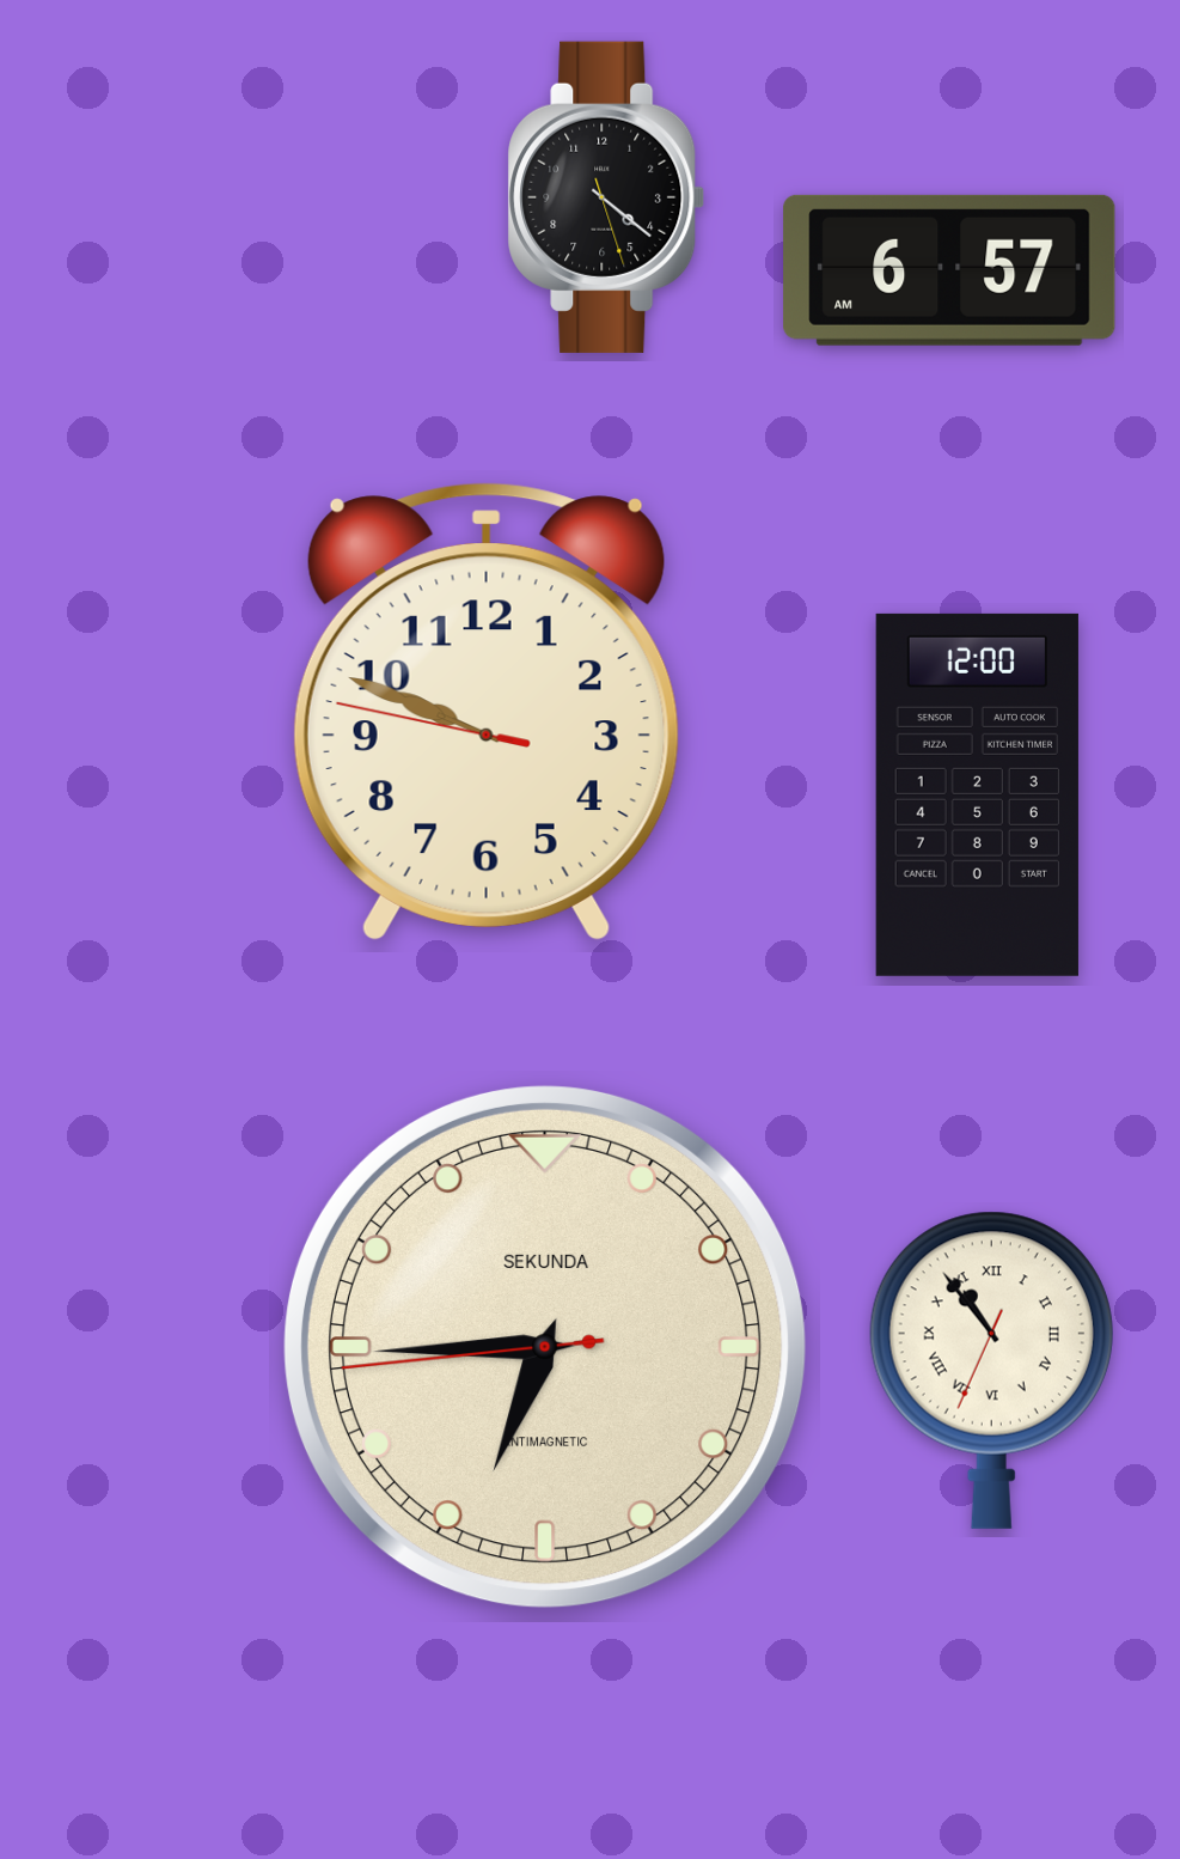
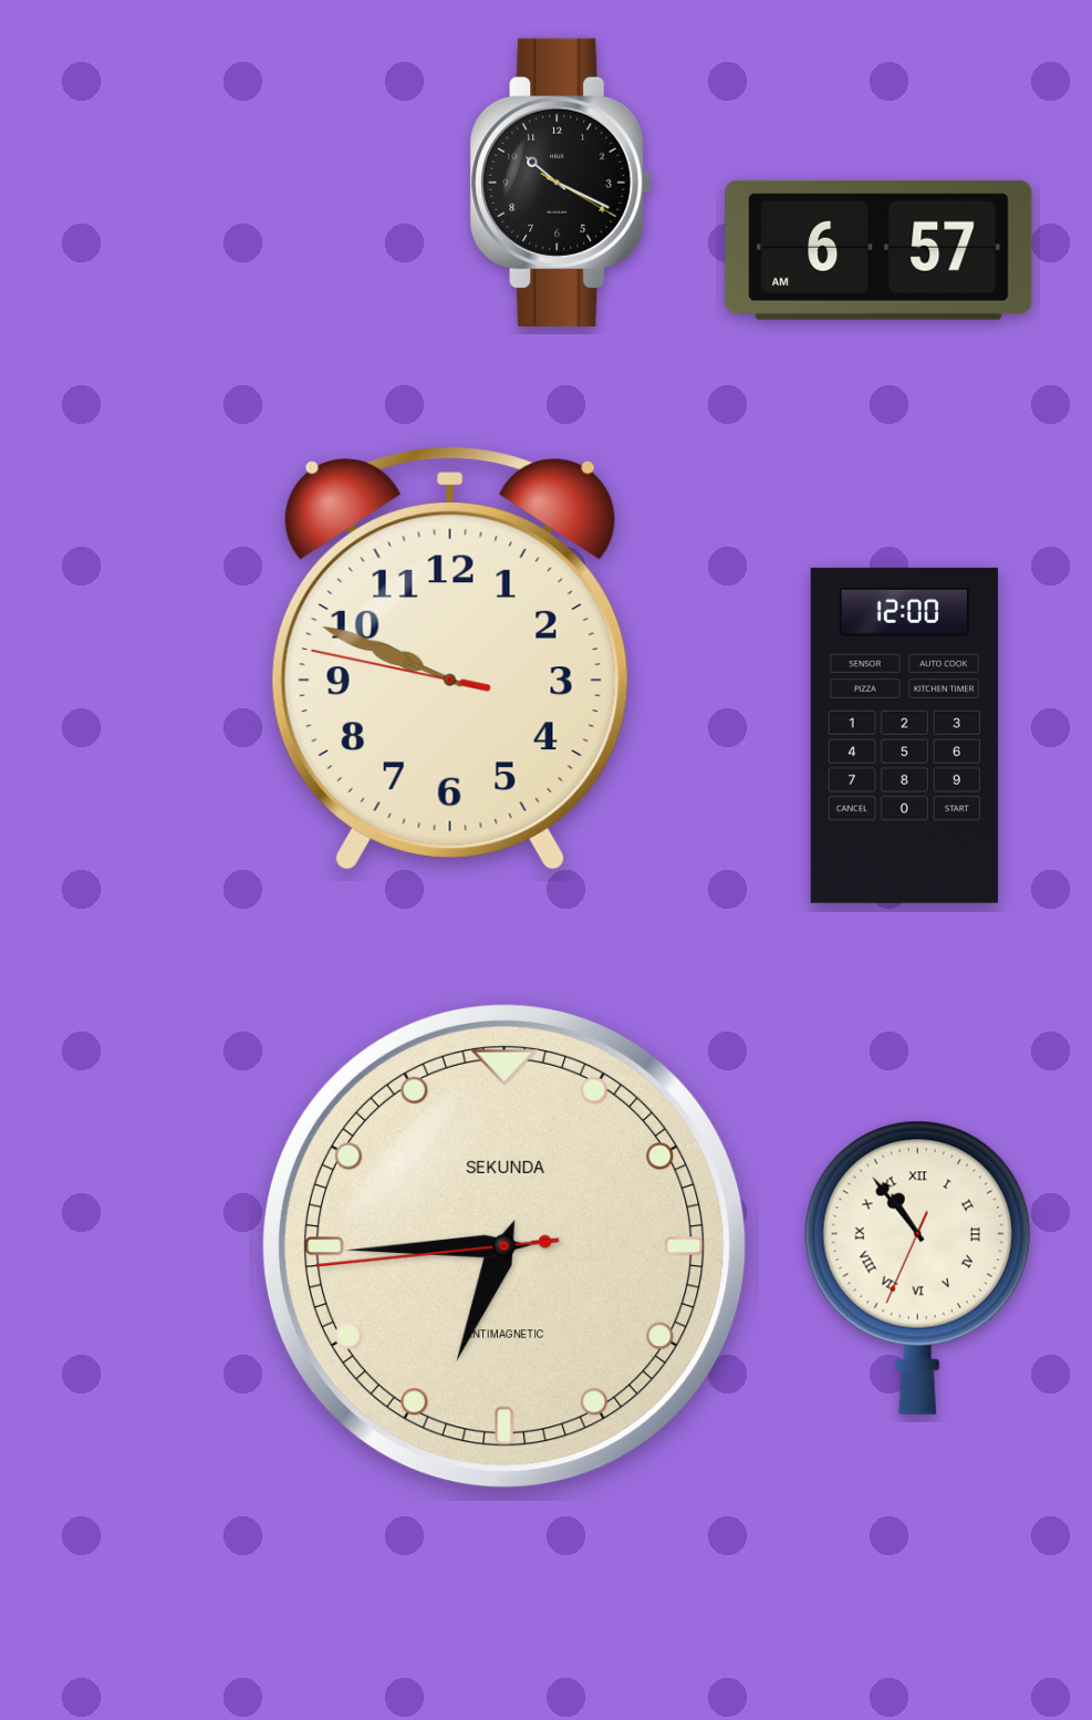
clock at (606, 197): 4:21 -> 10:19
